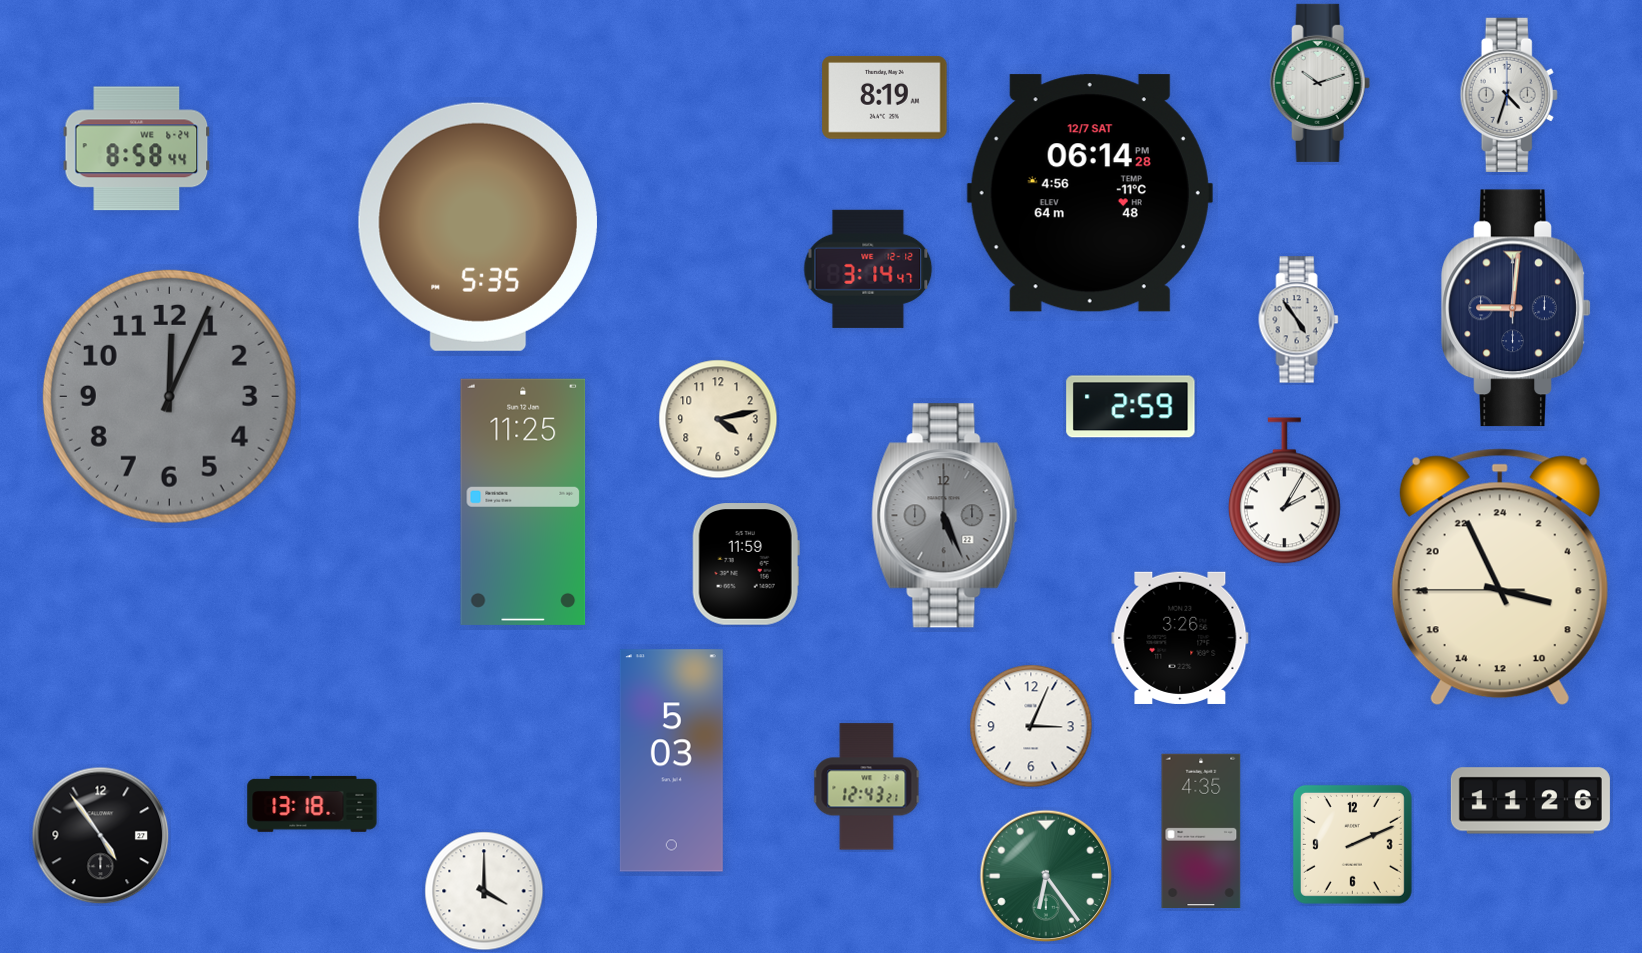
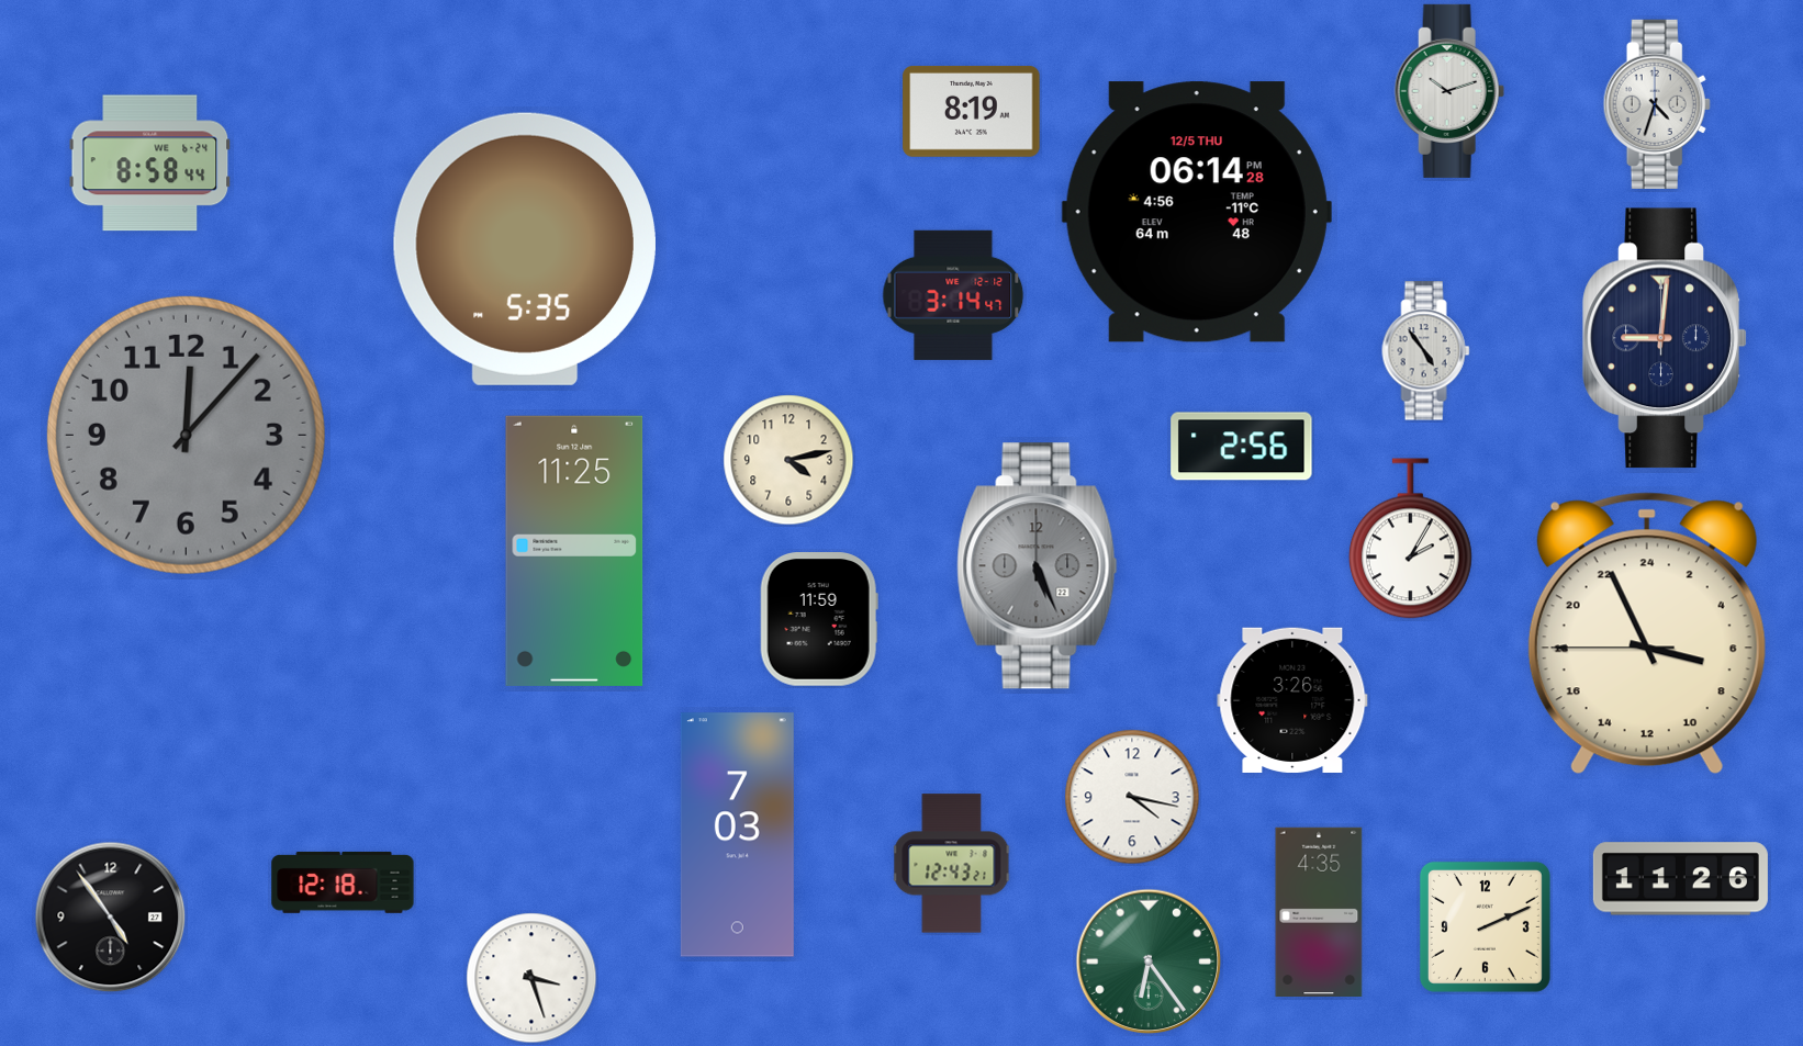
clock at (885, 98) position: (885, 98) -> (972, 112)
clock at (1090, 193) date: 12/7 SAT -> 12/5 THU
clock at (169, 396): 12:04 -> 12:07
clock at (1131, 407): 2:59 -> 2:56
clock at (1180, 638) position: (1180, 638) -> (1292, 700)
clock at (1031, 726): 3:04 -> 4:17
clock at (671, 761): 5:03 -> 7:03
clock at (312, 804): 13:18 -> 12:18
clock at (484, 891): 4:00 -> 3:27
